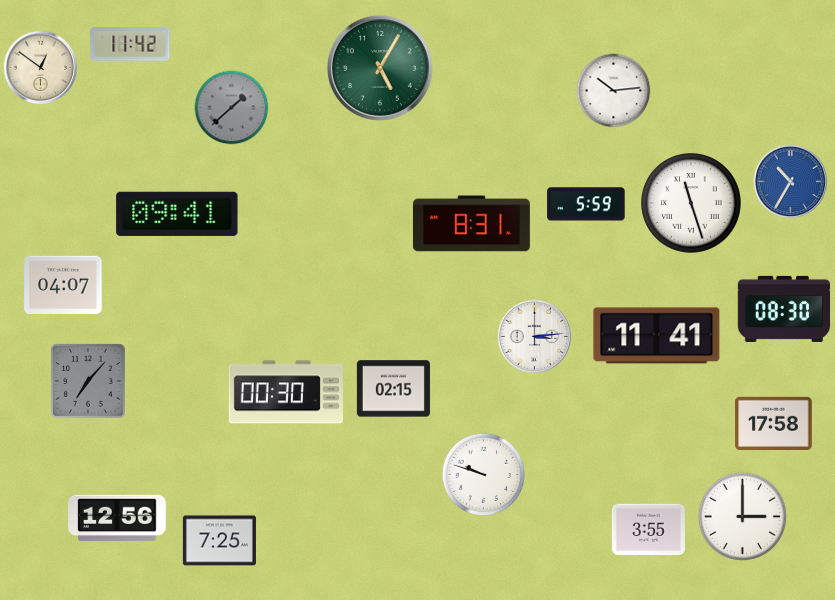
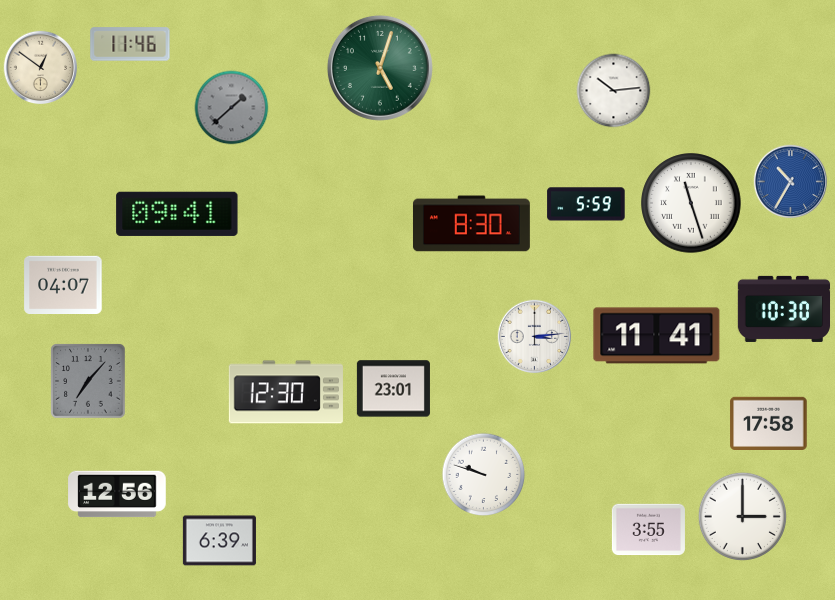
clock at (130, 44): 11:42 -> 11:46
clock at (380, 68): 5:05 -> 5:03
clock at (471, 224): 8:31 -> 8:30
clock at (784, 309): 08:30 -> 10:30
clock at (393, 389): 02:15 -> 23:01
clock at (286, 392): 00:30 -> 12:30
clock at (774, 423) position: (774, 423) -> (769, 423)
clock at (117, 518) position: (117, 518) -> (117, 494)
clock at (219, 541): 7:25 -> 6:39
